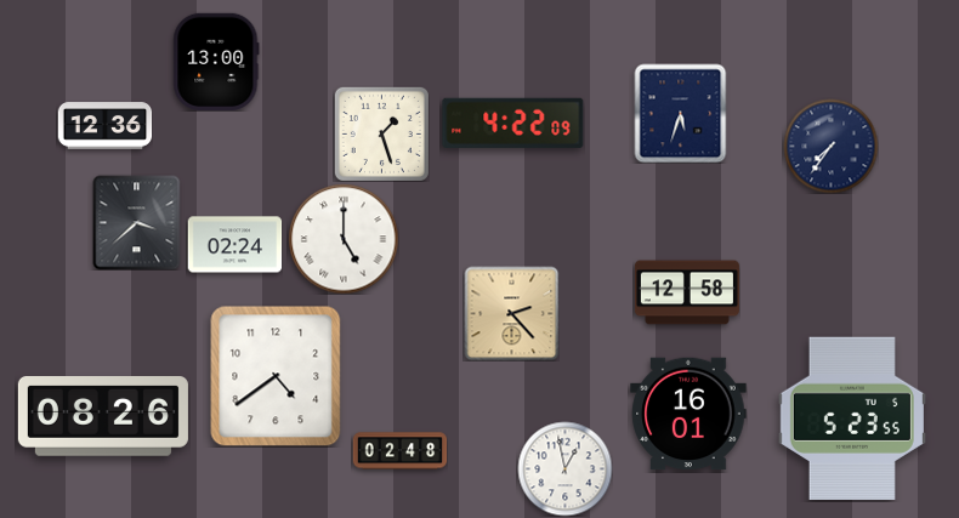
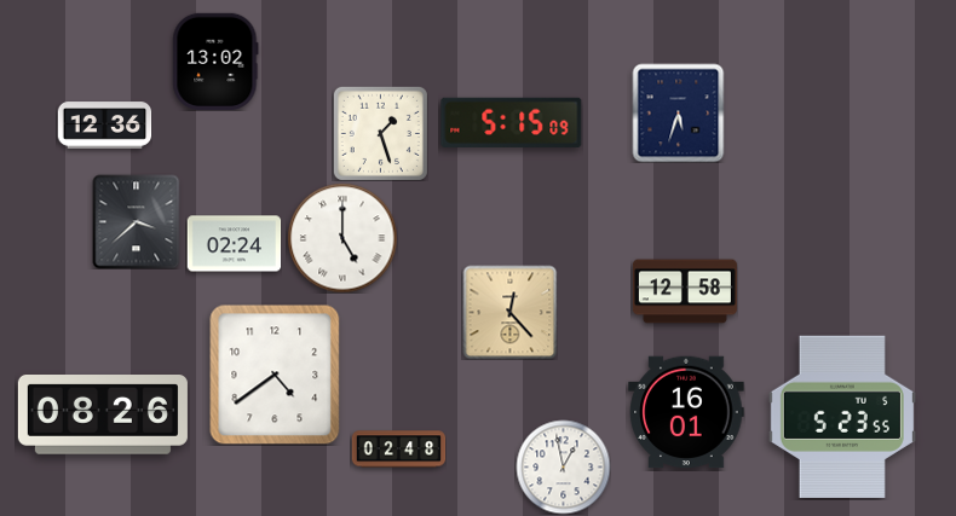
clock at (216, 61): 13:00 -> 13:02
clock at (513, 123): 4:22 -> 5:15
clock at (830, 146): 7:36 -> none
clock at (511, 313): 2:23 -> 12:23
clock at (852, 417) position: (852, 417) -> (842, 416)
